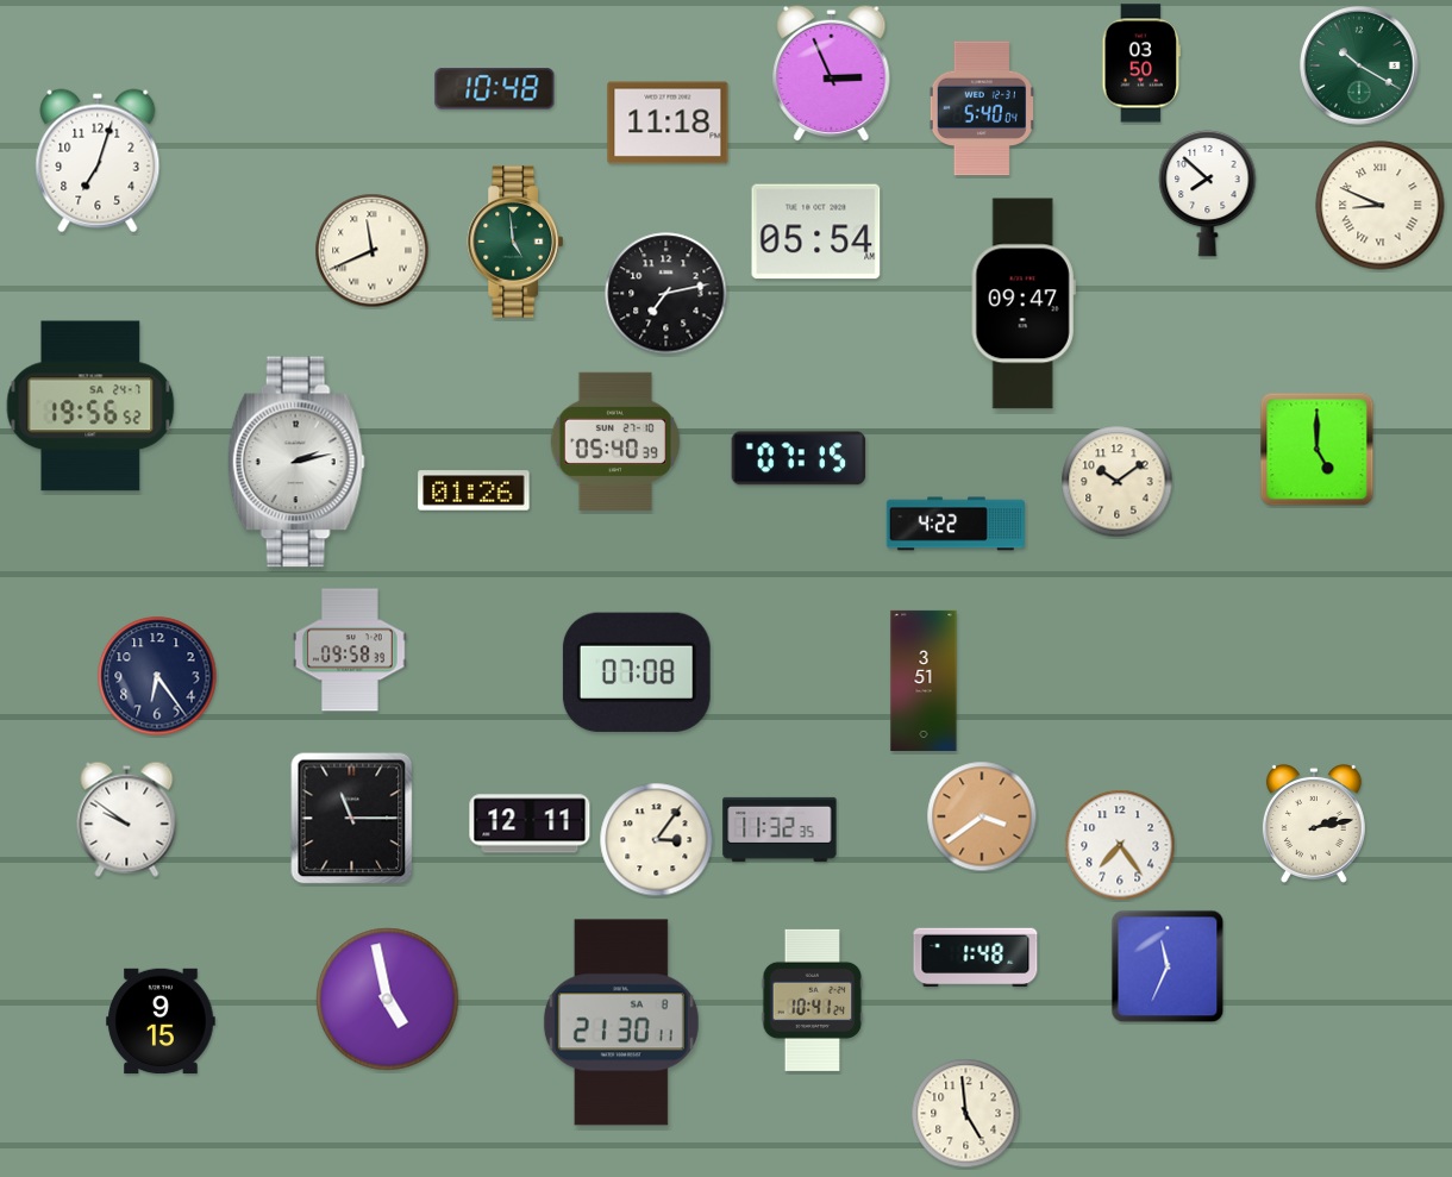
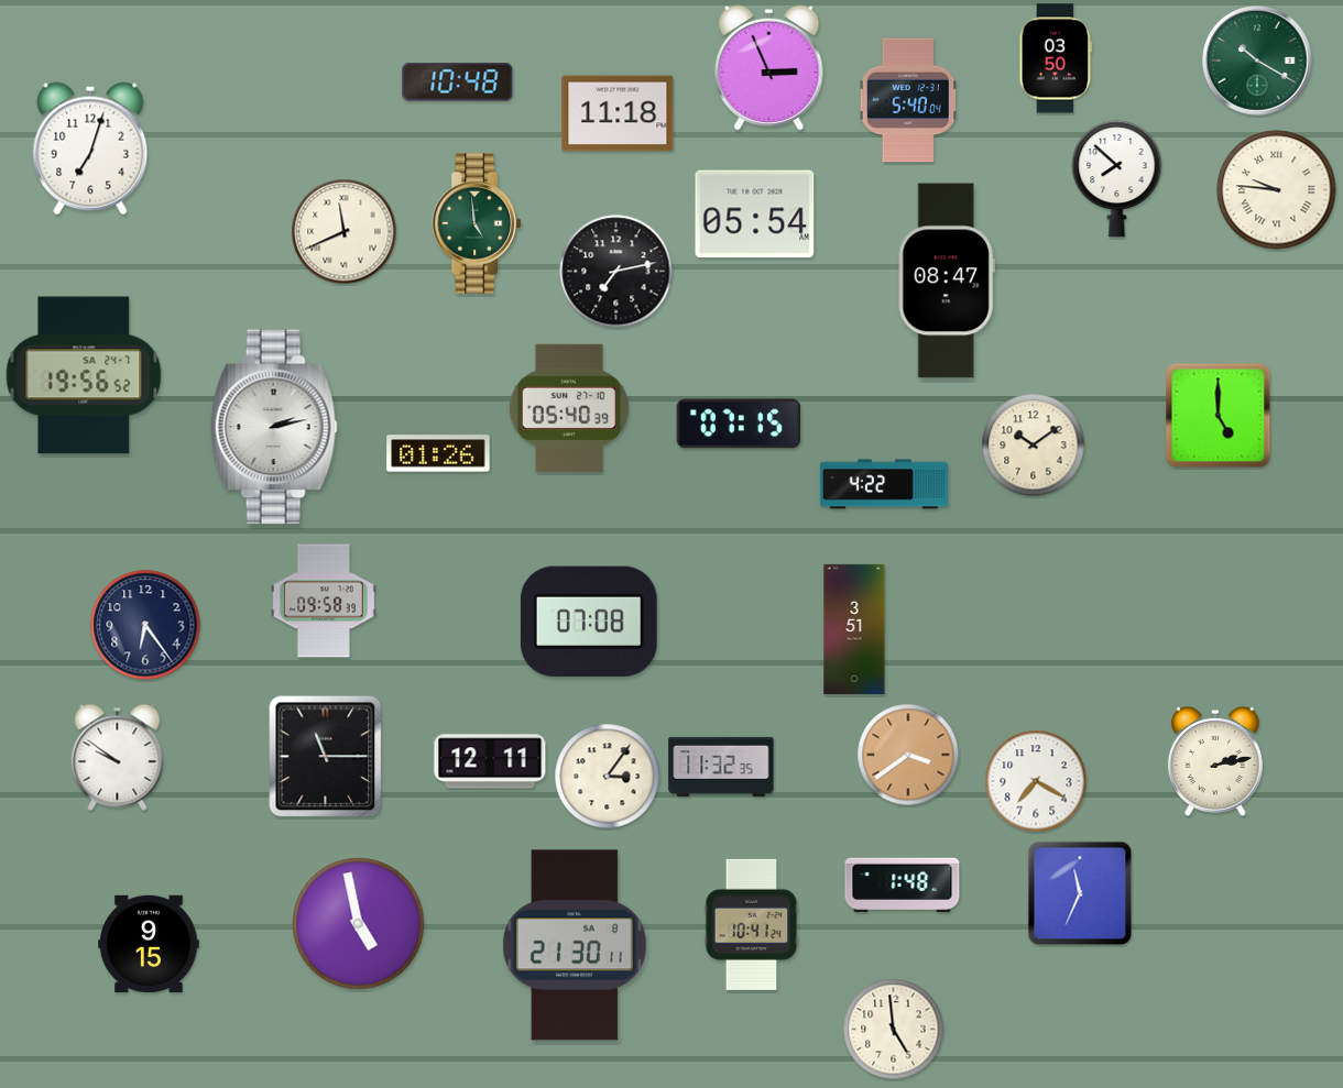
clock at (1381, 206): 8:49 -> 9:46
clock at (1024, 303): 09:47 -> 08:47
clock at (1120, 845): 7:24 -> 7:20
